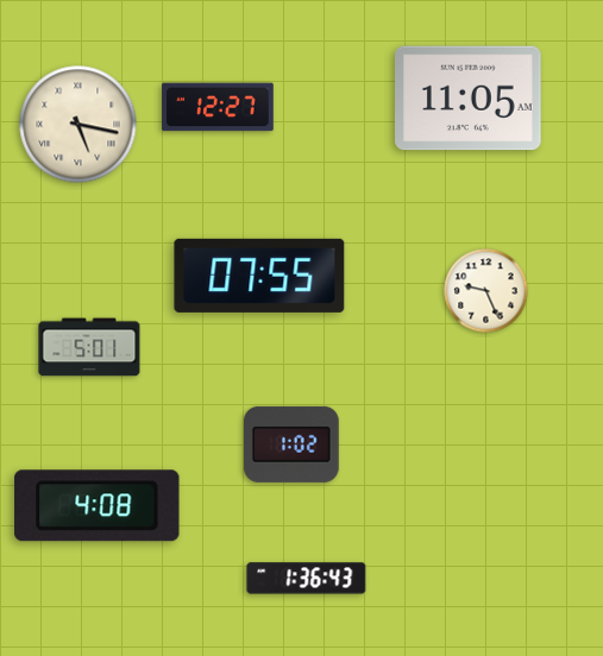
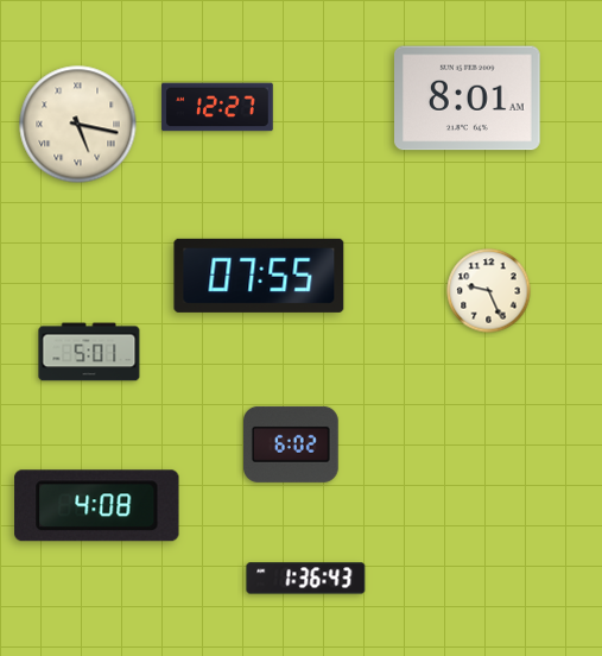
clock at (469, 99): 11:05 -> 8:01
clock at (486, 291) position: (486, 291) -> (489, 291)
clock at (89, 347) position: (89, 347) -> (89, 352)
clock at (293, 444): 1:02 -> 6:02
